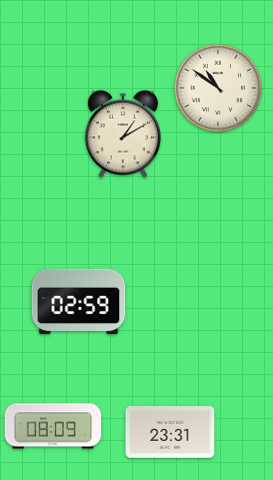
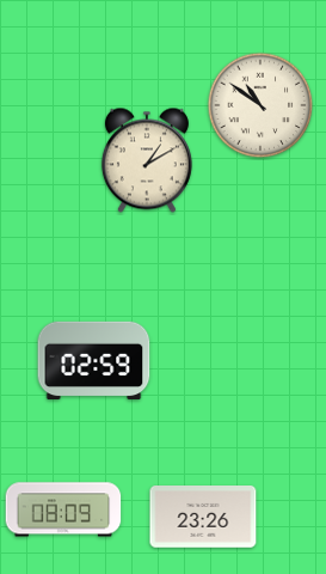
clock at (170, 432): 23:31 -> 23:26
